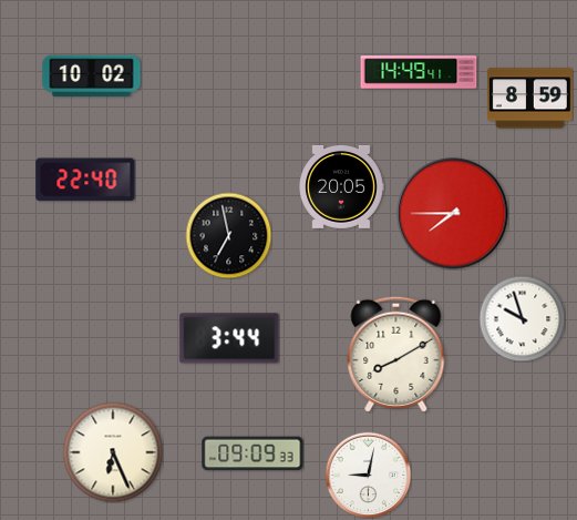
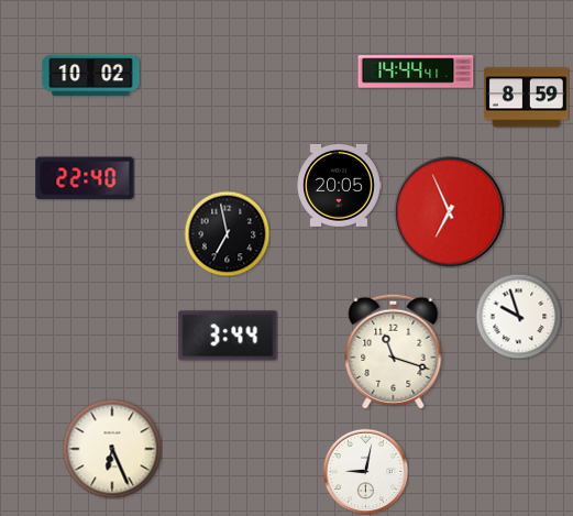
clock at (419, 72): 14:49 -> 14:44
clock at (453, 214): 7:45 -> 6:56
clock at (396, 354): 8:10 -> 11:18
clock at (253, 453): 09:09 -> none
